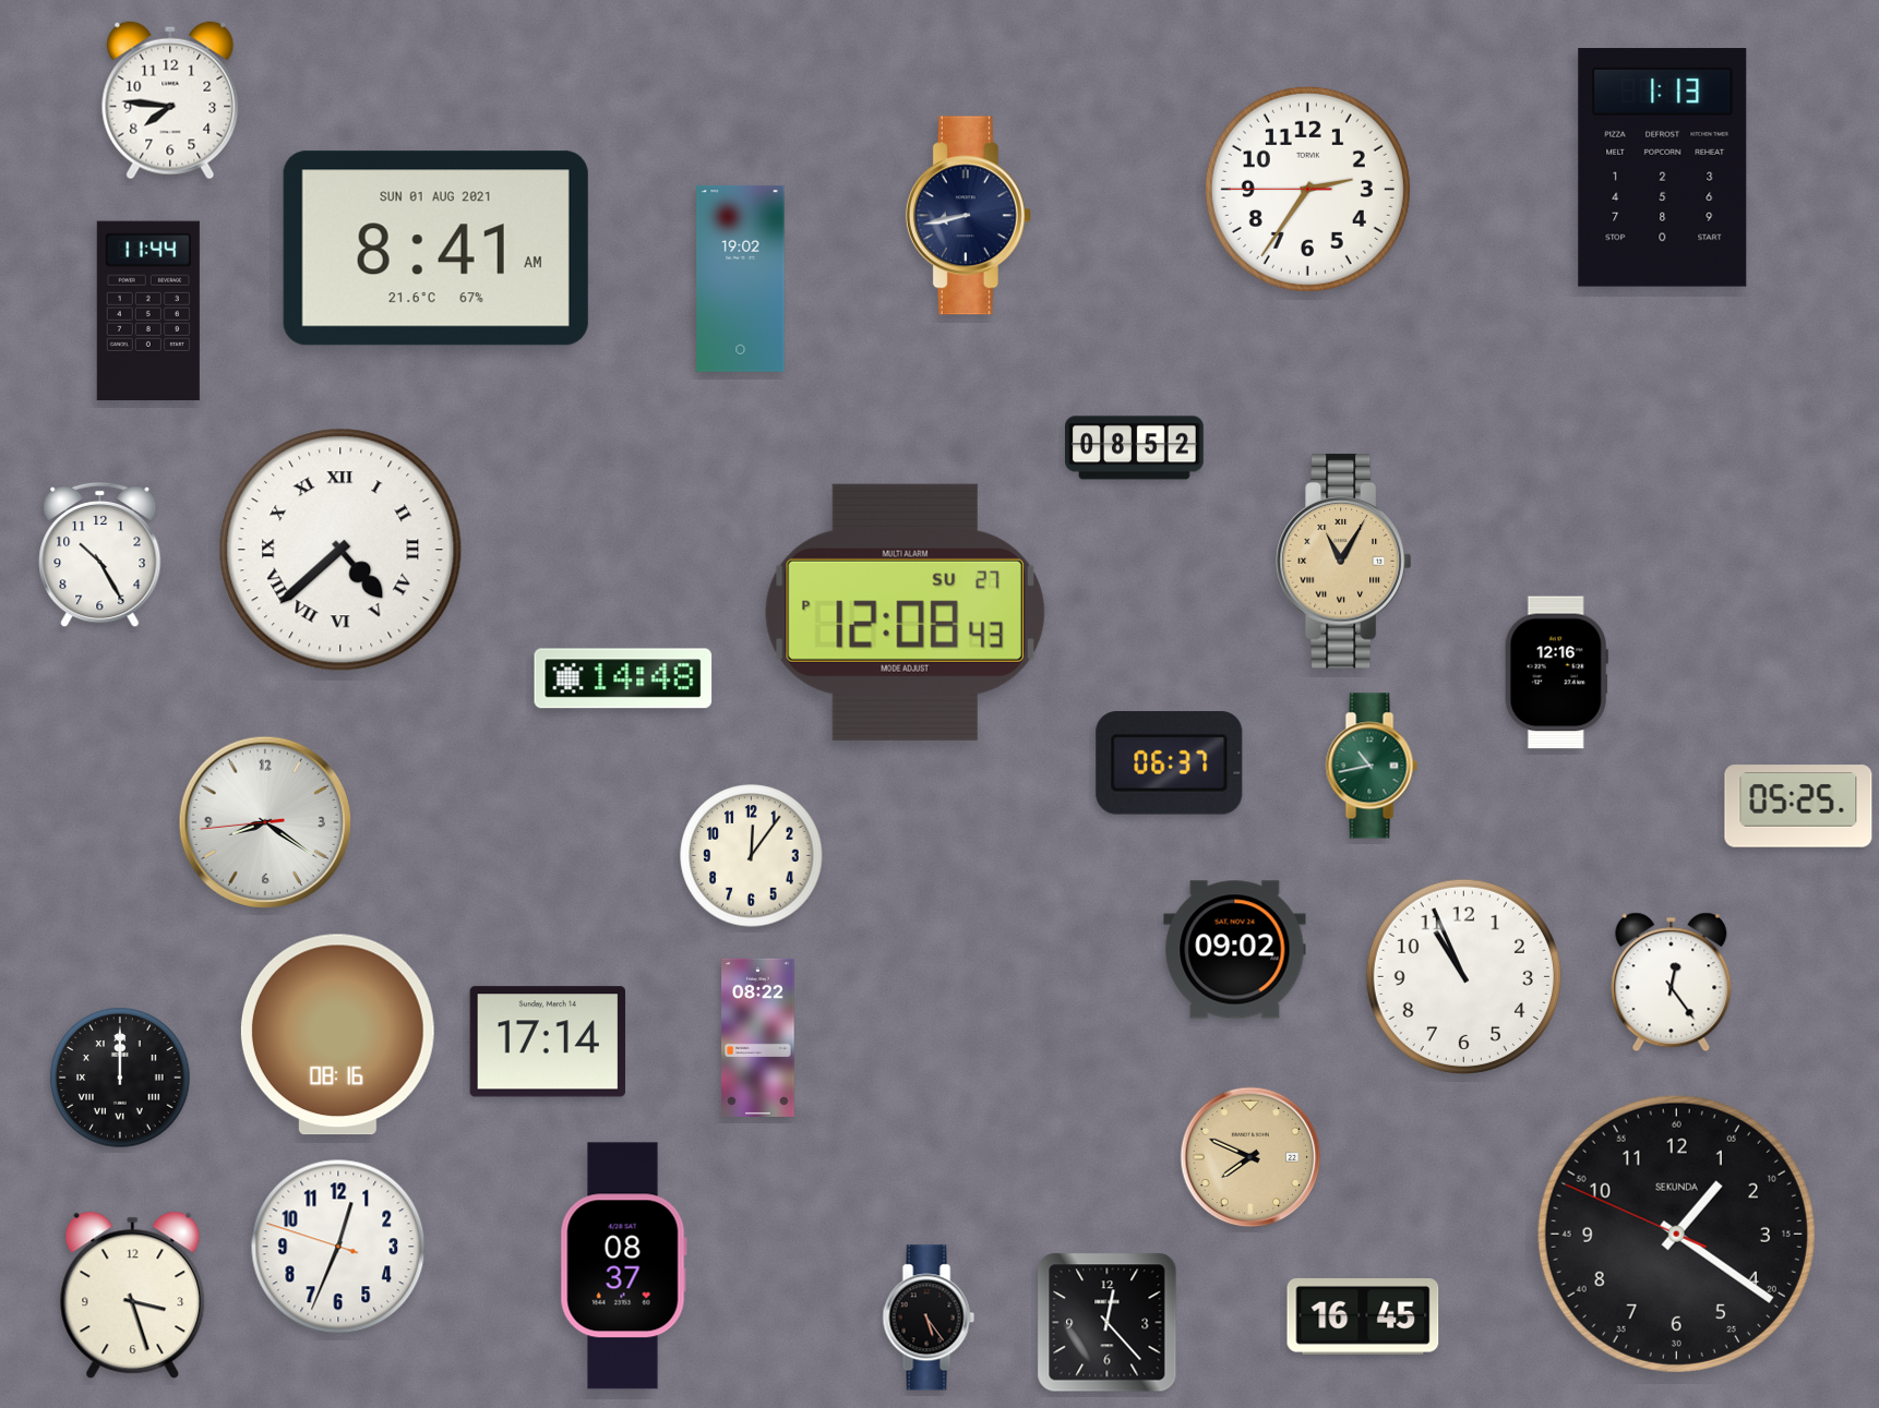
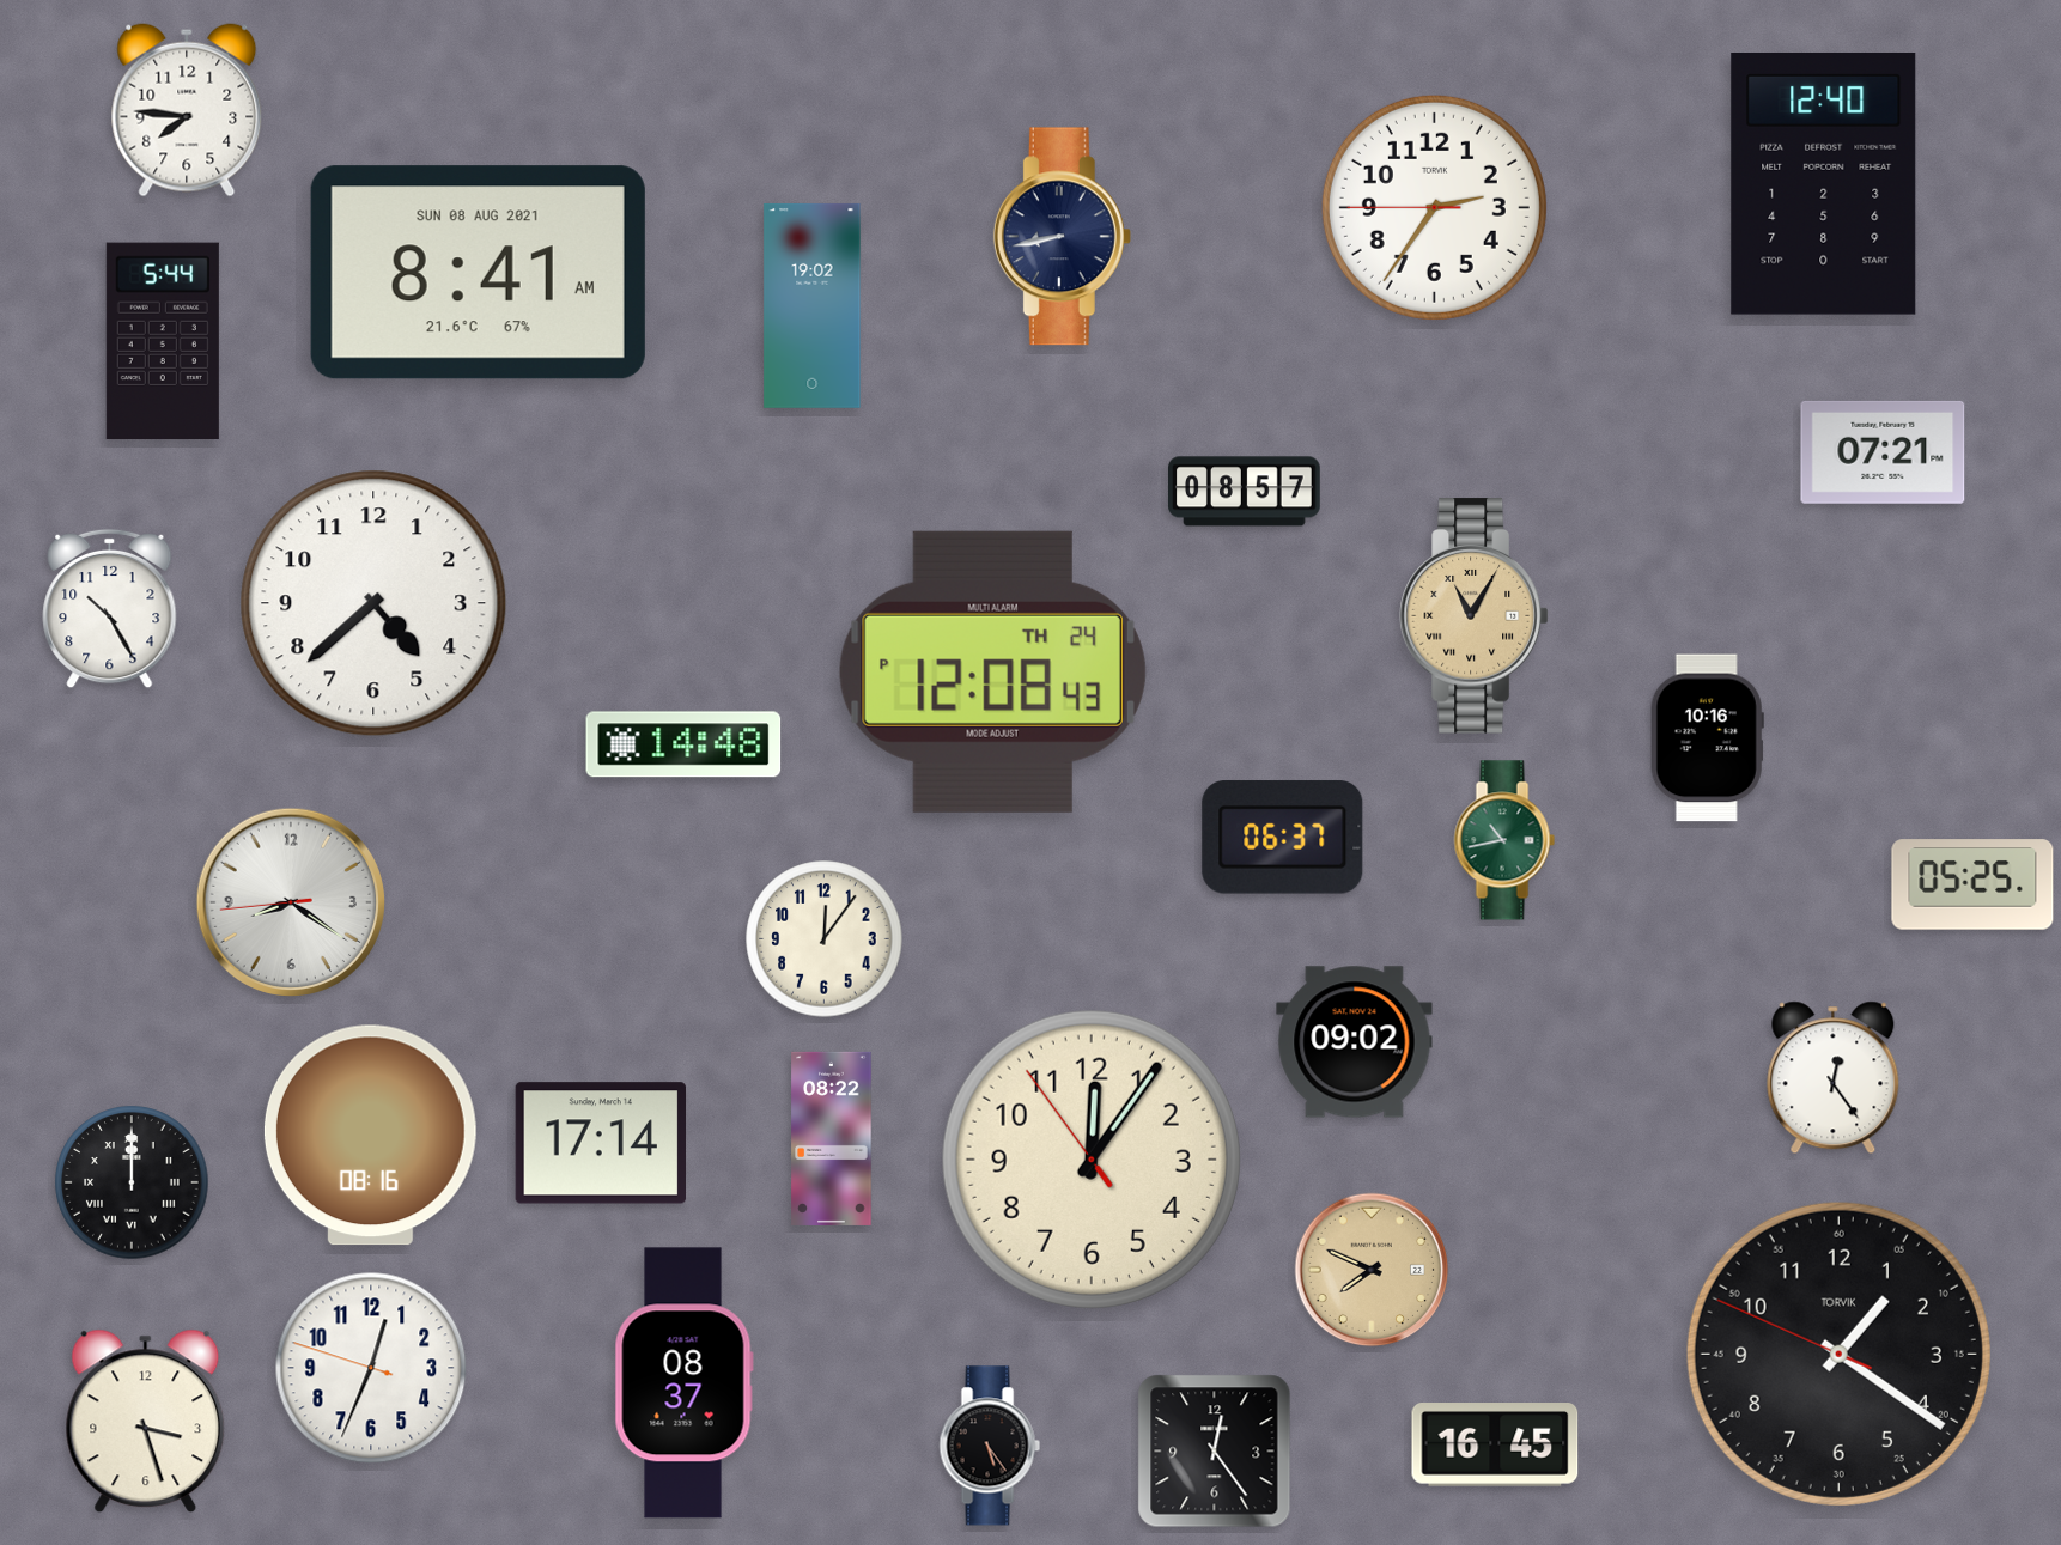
clock at (1663, 168): 1:13 -> 12:40
clock at (435, 249) date: SUN 01 AUG 2021 -> SUN 08 AUG 2021
clock at (148, 310): 11:44 -> 5:44
clock at (1883, 452): none -> 07:21
clock at (1135, 448): 08:52 -> 08:57
clock at (340, 550) numerals: Roman -> Arabic
clock at (905, 612) date: SU 27 -> TH 24
clock at (1556, 673): 12:16 -> 10:16
clock at (1463, 976): 10:56 -> none
clock at (1092, 1160): none -> 12:05
clock at (1676, 1233) brand: SEKUNDA -> TORVIK
clock at (623, 1266) position: (623, 1266) -> (683, 1383)
clock at (929, 1317) position: (929, 1317) -> (990, 1446)
clock at (1108, 1323): 12:23 -> 12:24
